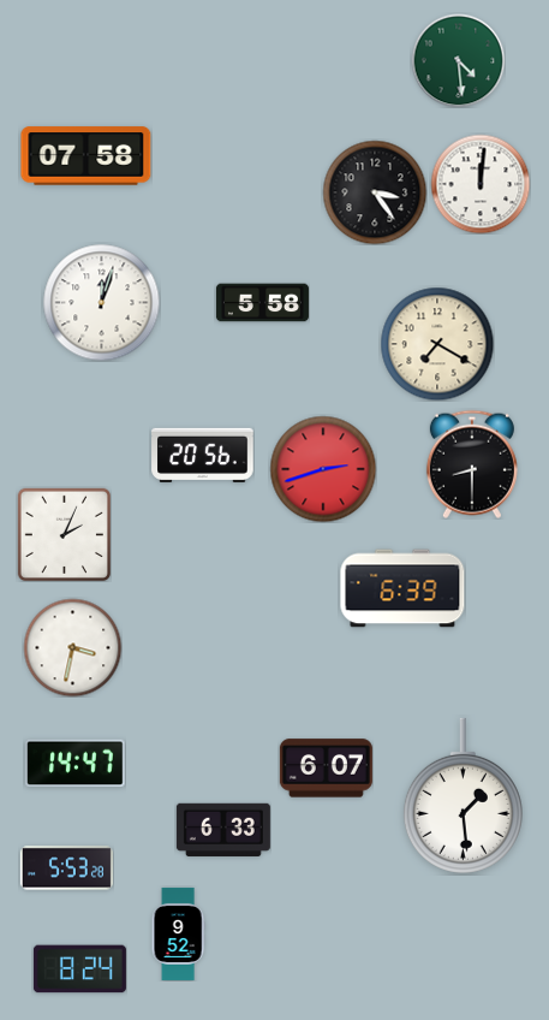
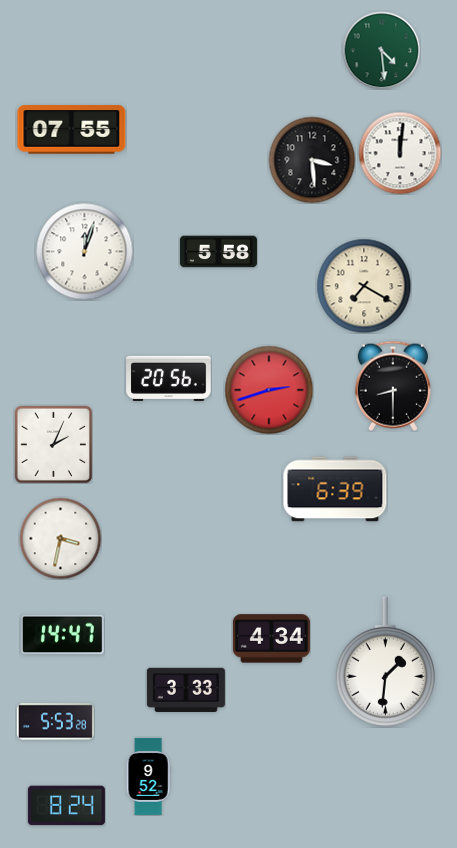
clock at (86, 156): 07:58 -> 07:55
clock at (375, 192): 3:24 -> 3:29
clock at (326, 769): 6:07 -> 4:34
clock at (463, 795): 1:29 -> 1:31
clock at (223, 829): 6:33 -> 3:33
